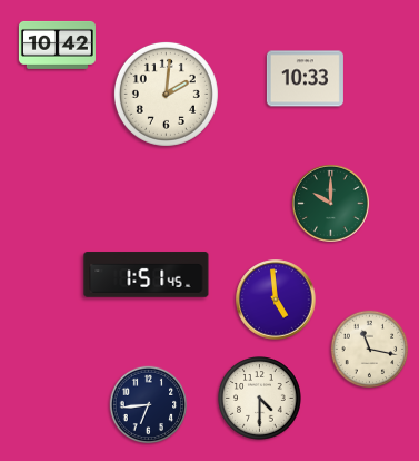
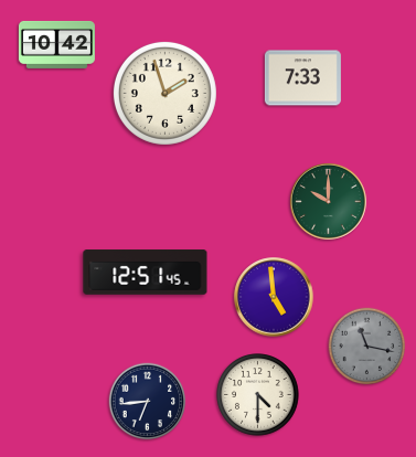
clock at (305, 79): 10:33 -> 7:33
clock at (166, 94): 2:01 -> 1:57
clock at (147, 275): 1:51 -> 12:51
clock at (370, 350) dial: cream -> grey
